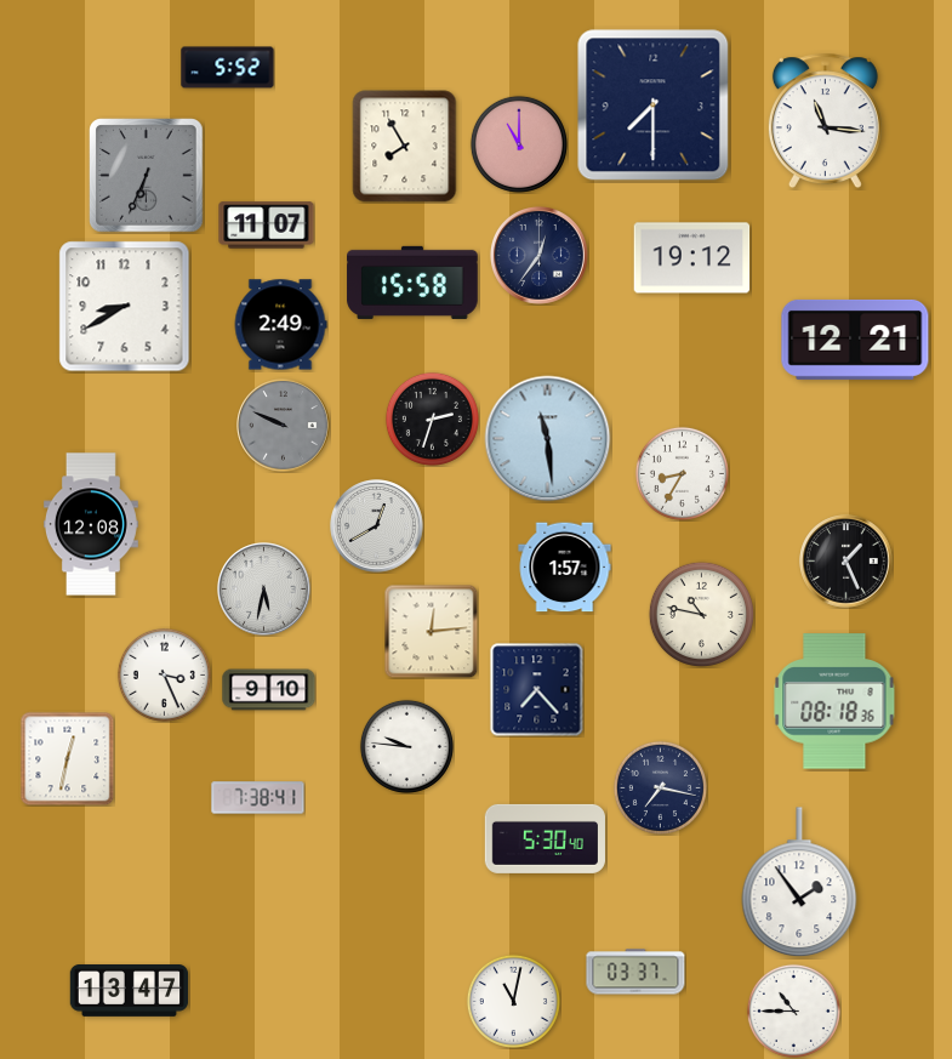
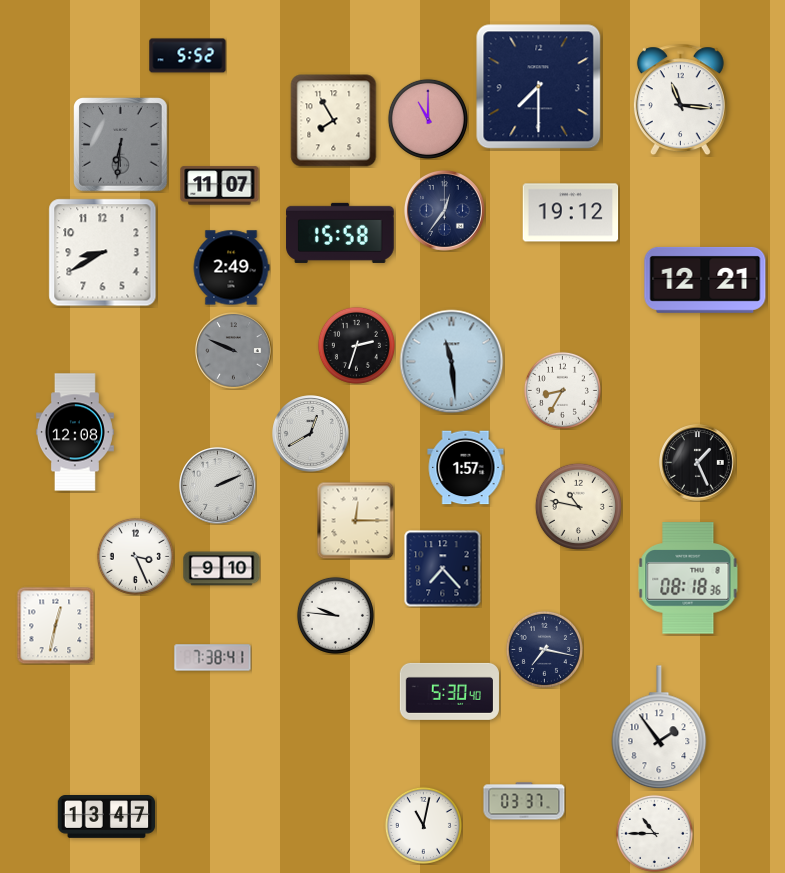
clock at (147, 176): 6:34 -> 6:31
clock at (264, 590): 5:32 -> 2:11
clock at (431, 631): 12:14 -> 12:15
